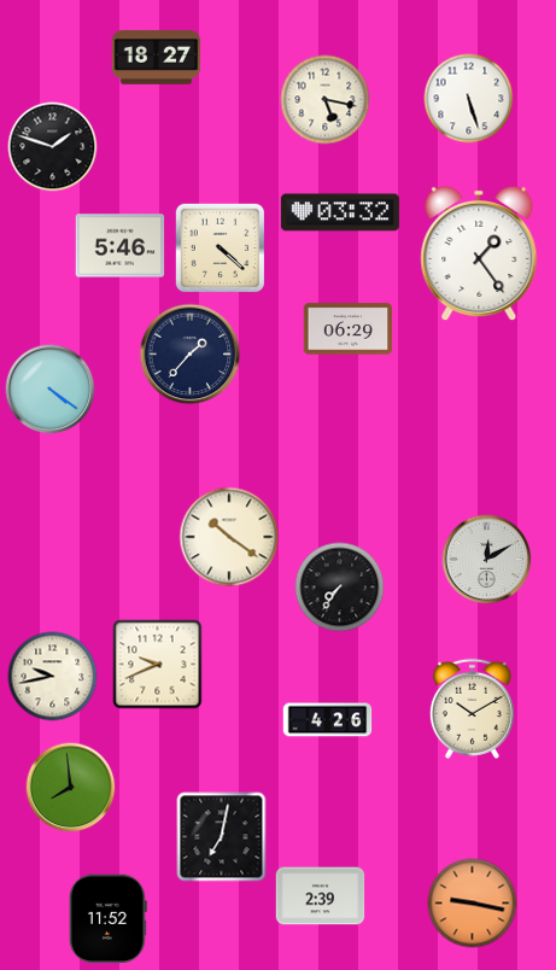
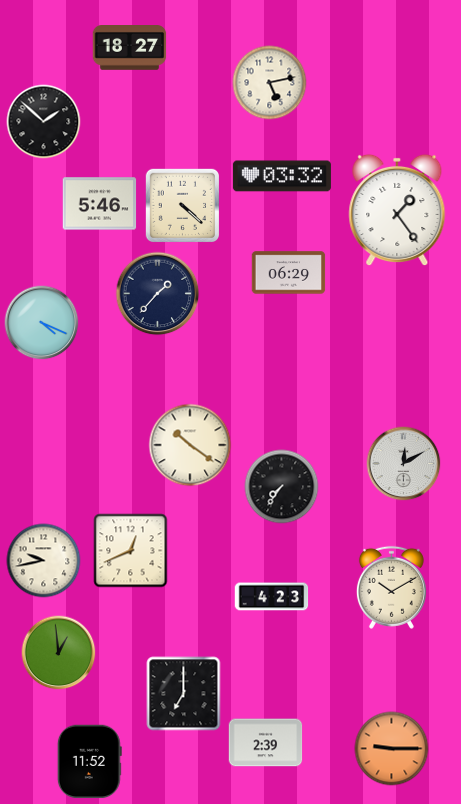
clock at (469, 99): 5:27 -> none
clock at (326, 100): 5:17 -> 5:13
clock at (53, 147): 1:48 -> 1:52
clock at (51, 390): 4:21 -> 4:19
clock at (158, 665): 9:41 -> 12:41
clock at (328, 720): 4:26 -> 4:23
clock at (71, 788): 7:59 -> 12:59
clock at (222, 837): 7:02 -> 7:00
clock at (473, 904): 9:17 -> 9:15
